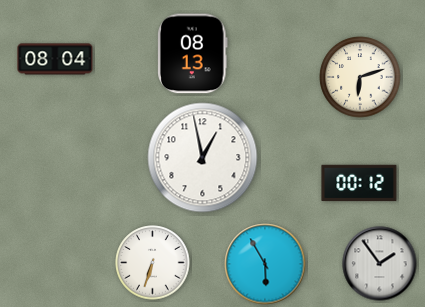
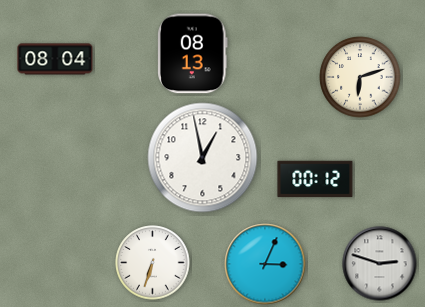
clock at (359, 183) position: (359, 183) -> (315, 179)
clock at (265, 264): 5:55 -> 3:04
clock at (380, 264): 1:54 -> 2:48
